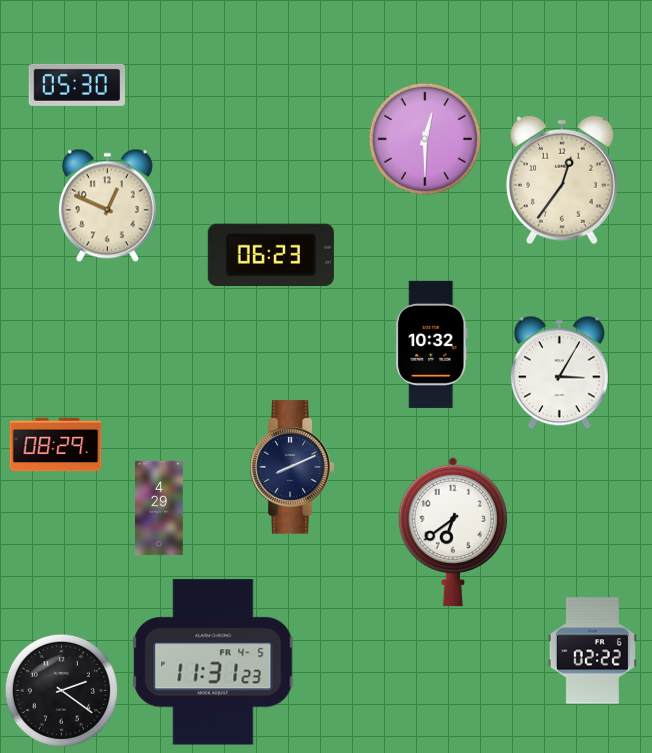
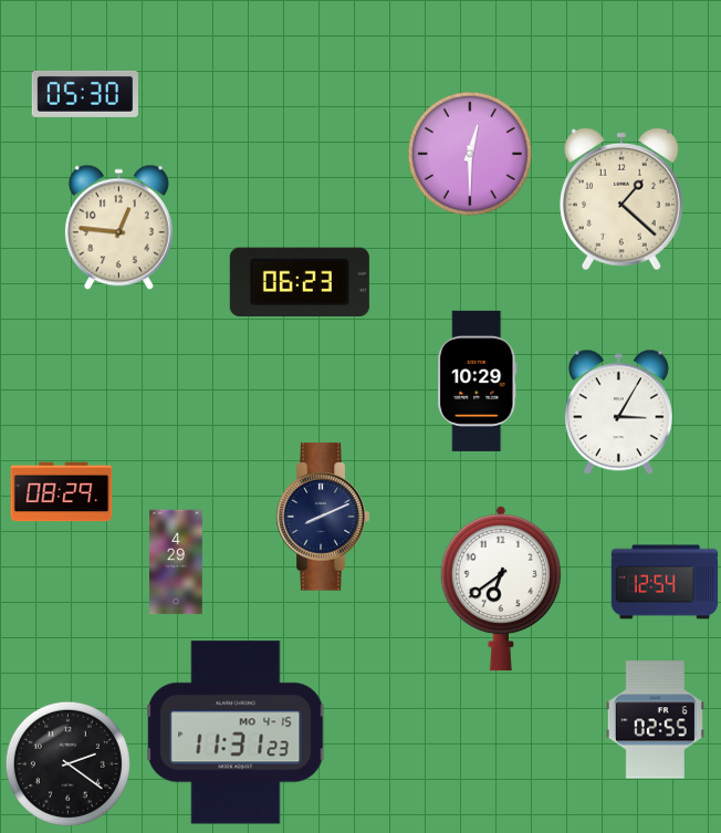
clock at (562, 180): 12:36 -> 1:22
clock at (107, 206): 12:49 -> 12:46
clock at (432, 344): 10:32 -> 10:29
clock at (665, 582): none -> 12:54
clock at (592, 651): 02:22 -> 02:55
clock at (213, 662) date: FR 4-5 -> MO 4-15
